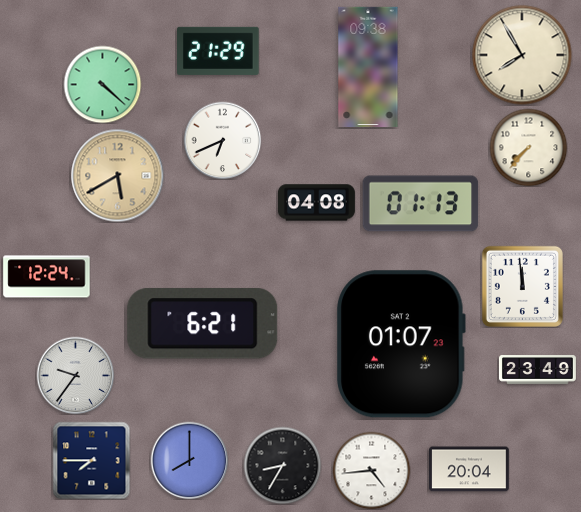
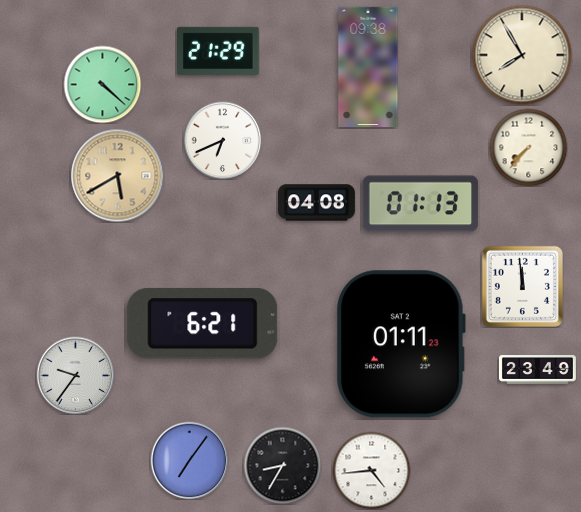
clock at (47, 277): 12:24 -> none
clock at (401, 344): 01:07 -> 01:11
clock at (91, 460): 7:45 -> none
clock at (189, 460): 8:00 -> 7:06
clock at (470, 469): 20:04 -> none
